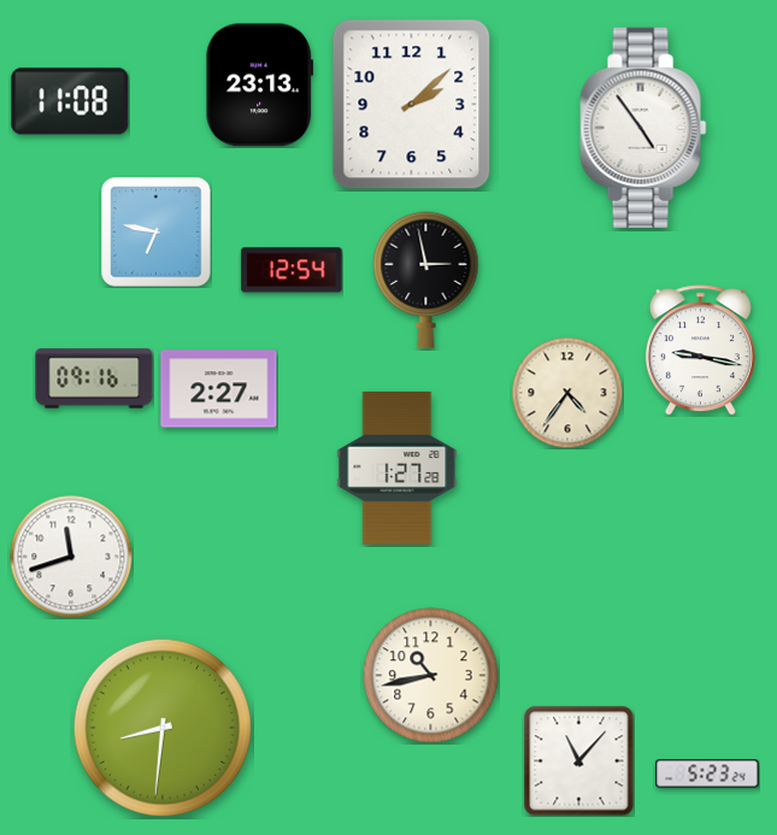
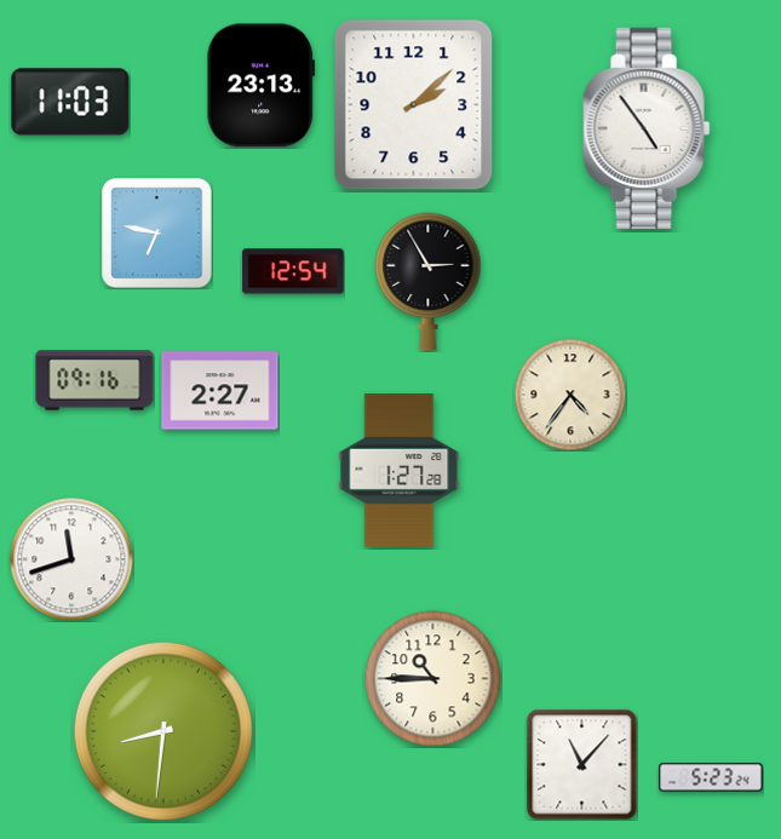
clock at (70, 101): 11:08 -> 11:03
clock at (426, 281): 2:58 -> 2:55
clock at (700, 351): 9:17 -> none
clock at (431, 676): 10:43 -> 10:45
